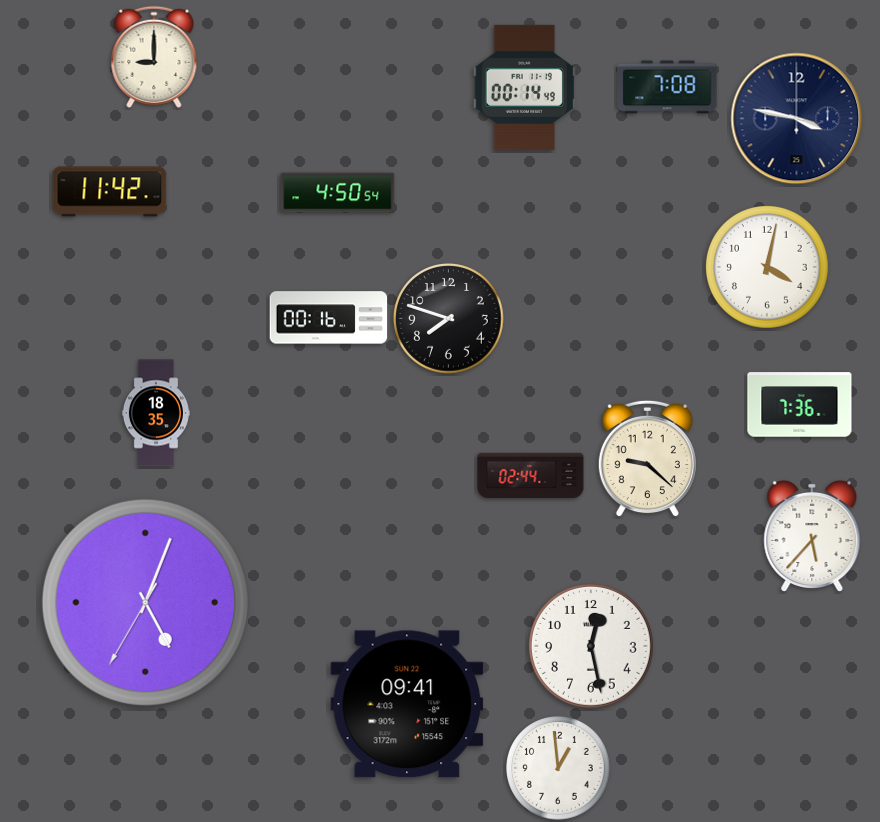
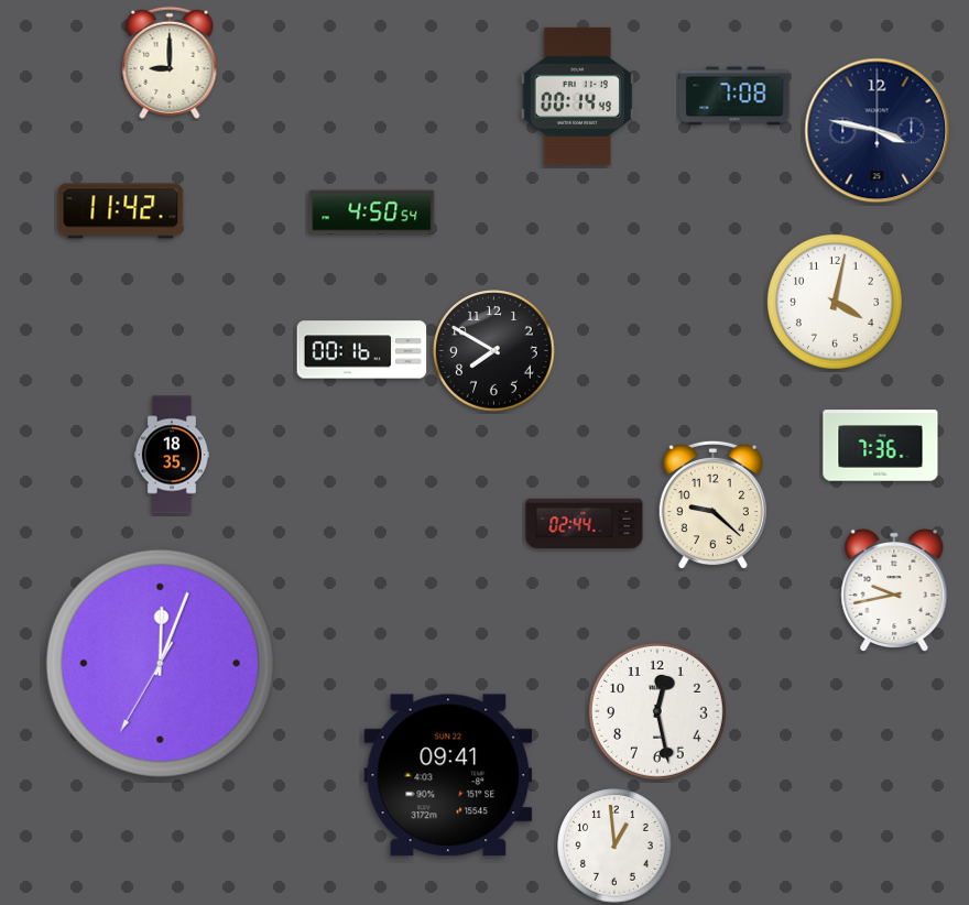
clock at (767, 267) position: (767, 267) -> (835, 302)
clock at (449, 319): 7:48 -> 7:50
clock at (812, 536): 5:37 -> 9:43
clock at (145, 602): 5:03 -> 12:03
clock at (591, 646) position: (591, 646) -> (657, 711)
